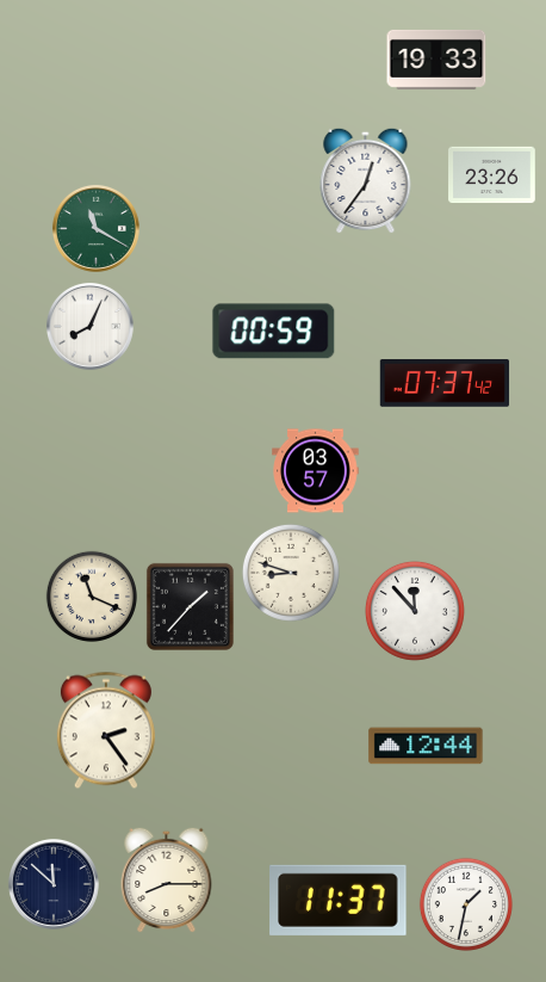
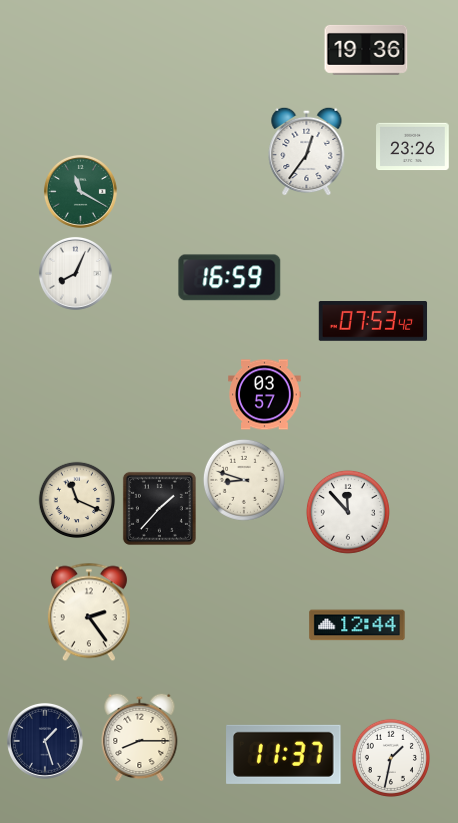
clock at (436, 60): 19:33 -> 19:36
clock at (274, 332): 00:59 -> 16:59
clock at (445, 384): 07:37 -> 07:53
clock at (54, 884): 11:52 -> 1:27
